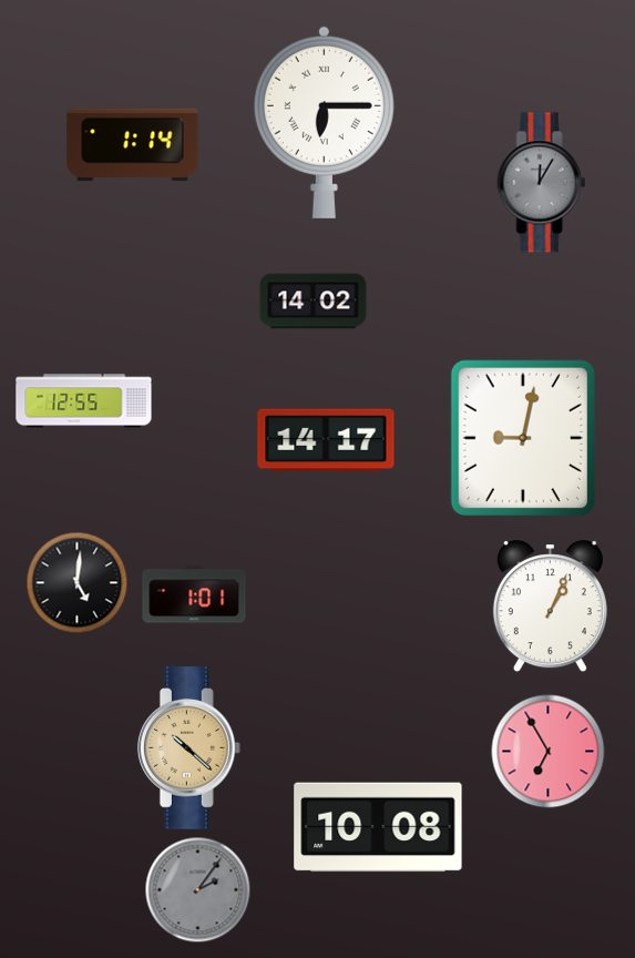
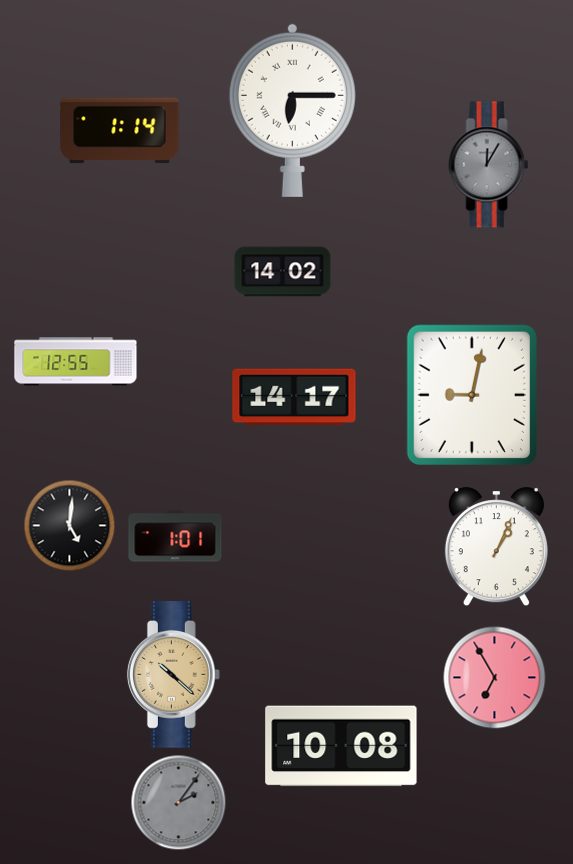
clock at (188, 748) position: (188, 748) -> (173, 675)
